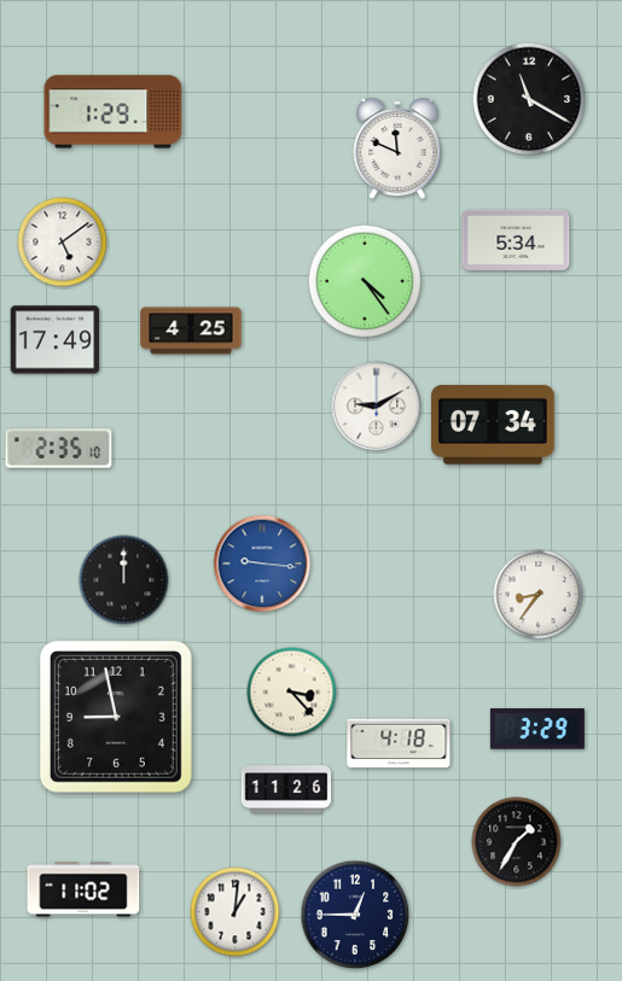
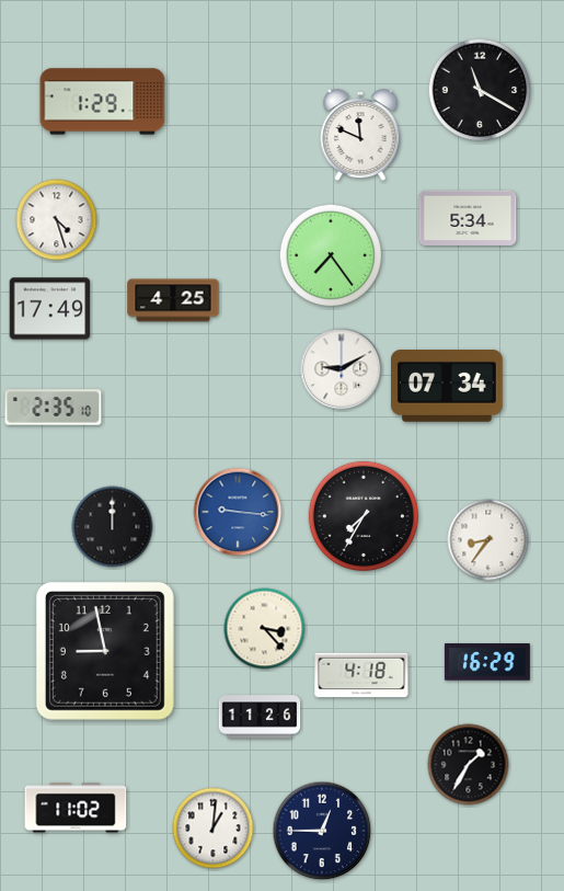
clock at (63, 243): 5:09 -> 4:27
clock at (365, 281): 4:24 -> 7:24
clock at (364, 516): none -> 7:35
clock at (537, 729): 3:29 -> 16:29
